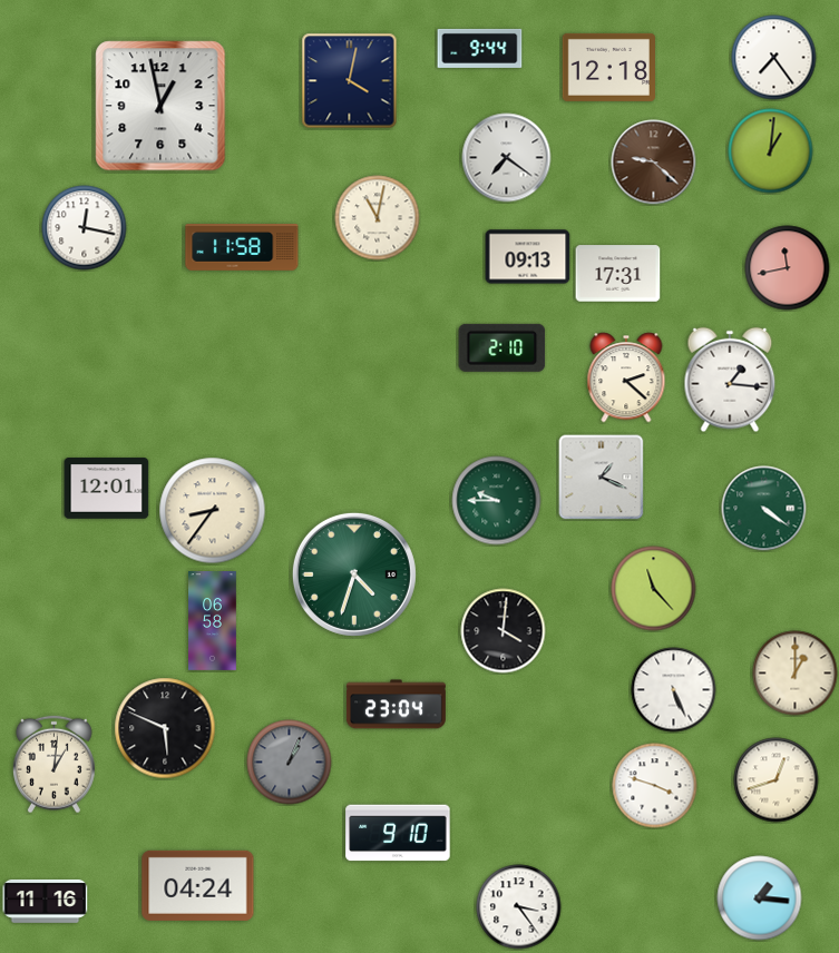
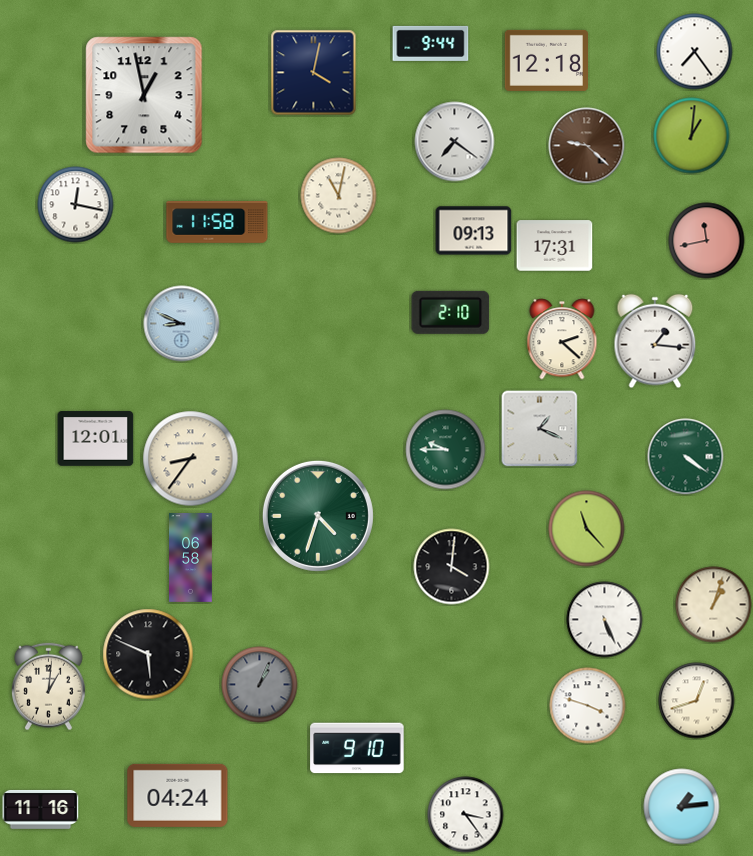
clock at (182, 324): none -> 8:49
clock at (796, 674): 1:00 -> 1:03
clock at (396, 705): 23:04 -> none
clock at (760, 898): 1:16 -> 1:14
